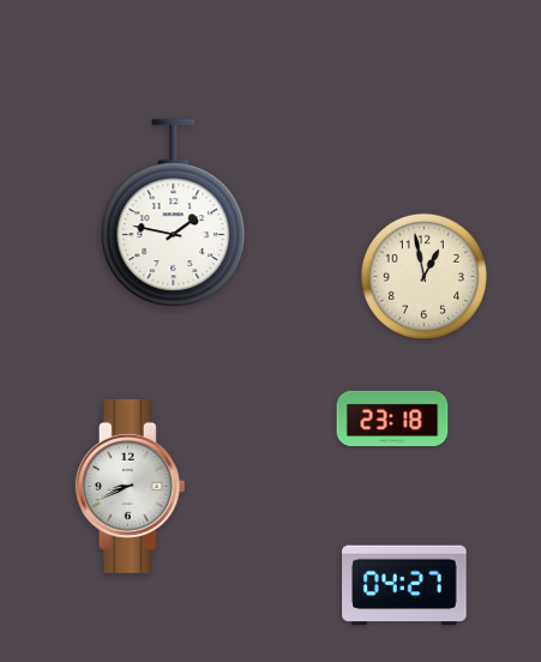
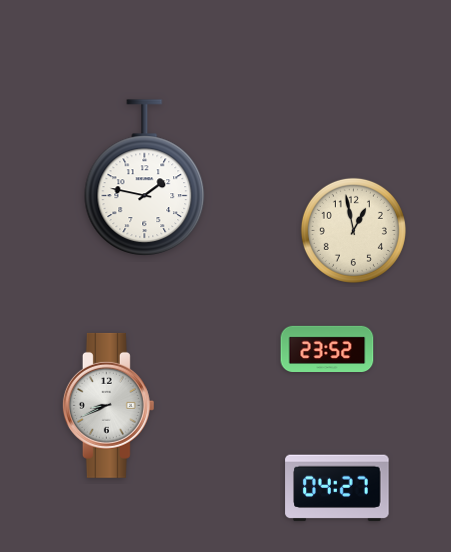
clock at (392, 417): 23:18 -> 23:52
